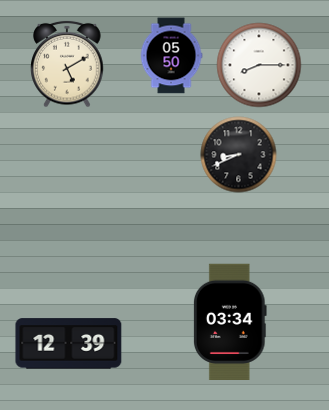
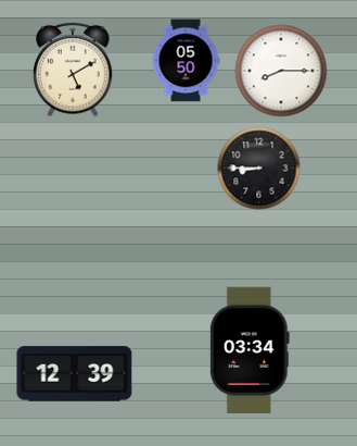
clock at (239, 155): 8:41 -> 8:45
